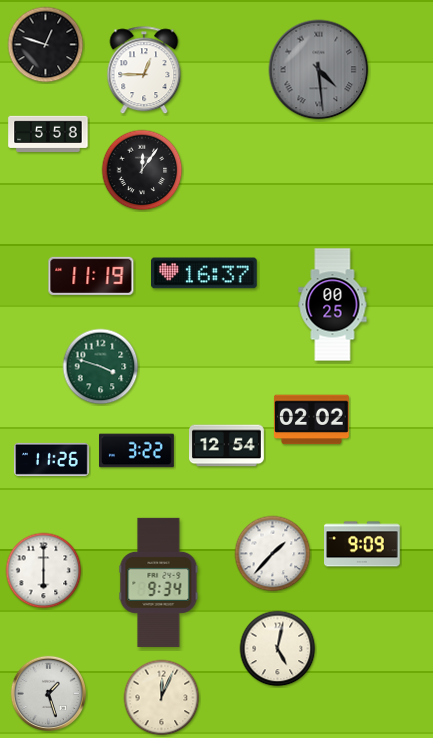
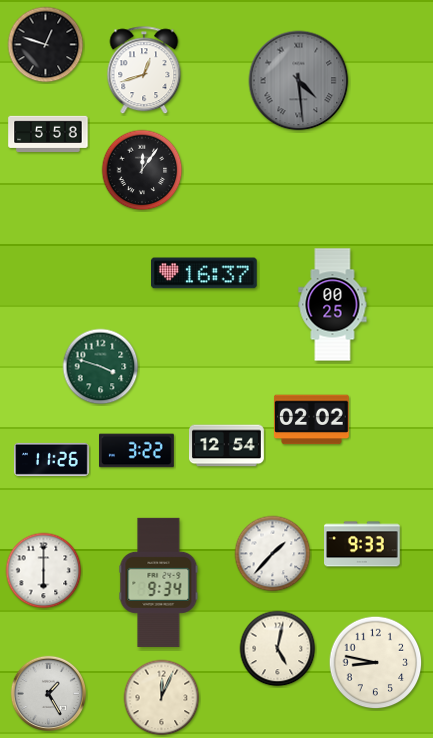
clock at (319, 70) position: (319, 70) -> (299, 81)
clock at (144, 71): 12:45 -> 12:42
clock at (91, 276): 11:19 -> none
clock at (363, 544): 9:09 -> 9:33
clock at (376, 663): none -> 8:47
clock at (48, 693): 1:27 -> 1:25
